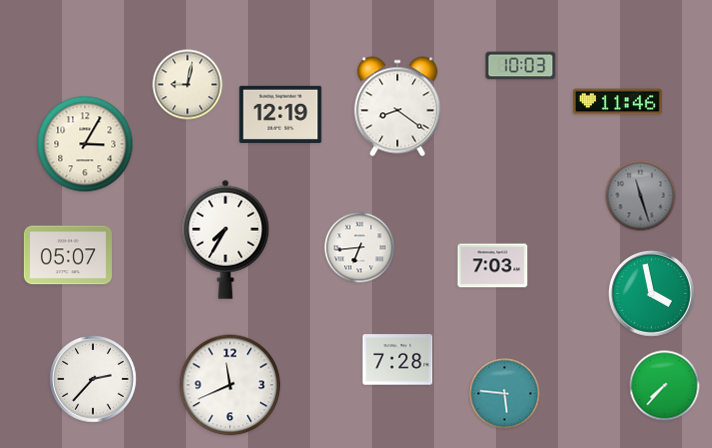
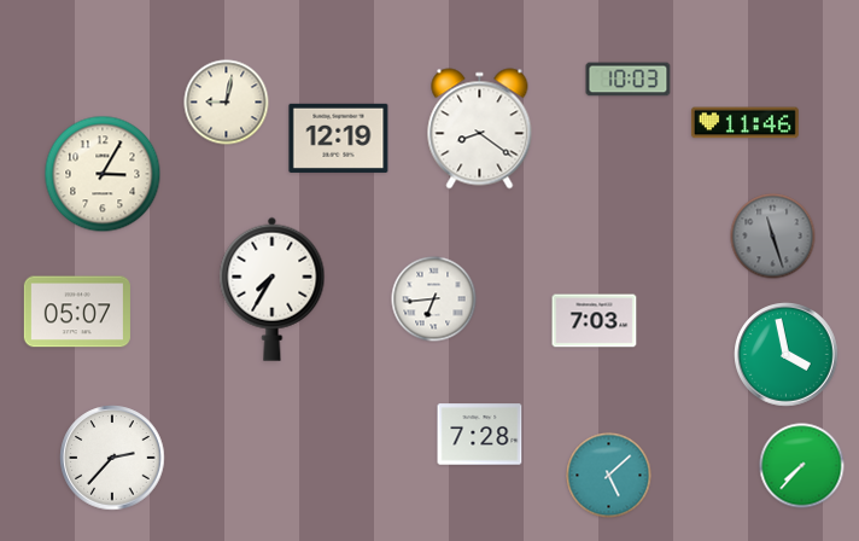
clock at (68, 255) position: (68, 255) -> (77, 312)
clock at (230, 385): 11:41 -> none
clock at (505, 394): 5:46 -> 5:08
